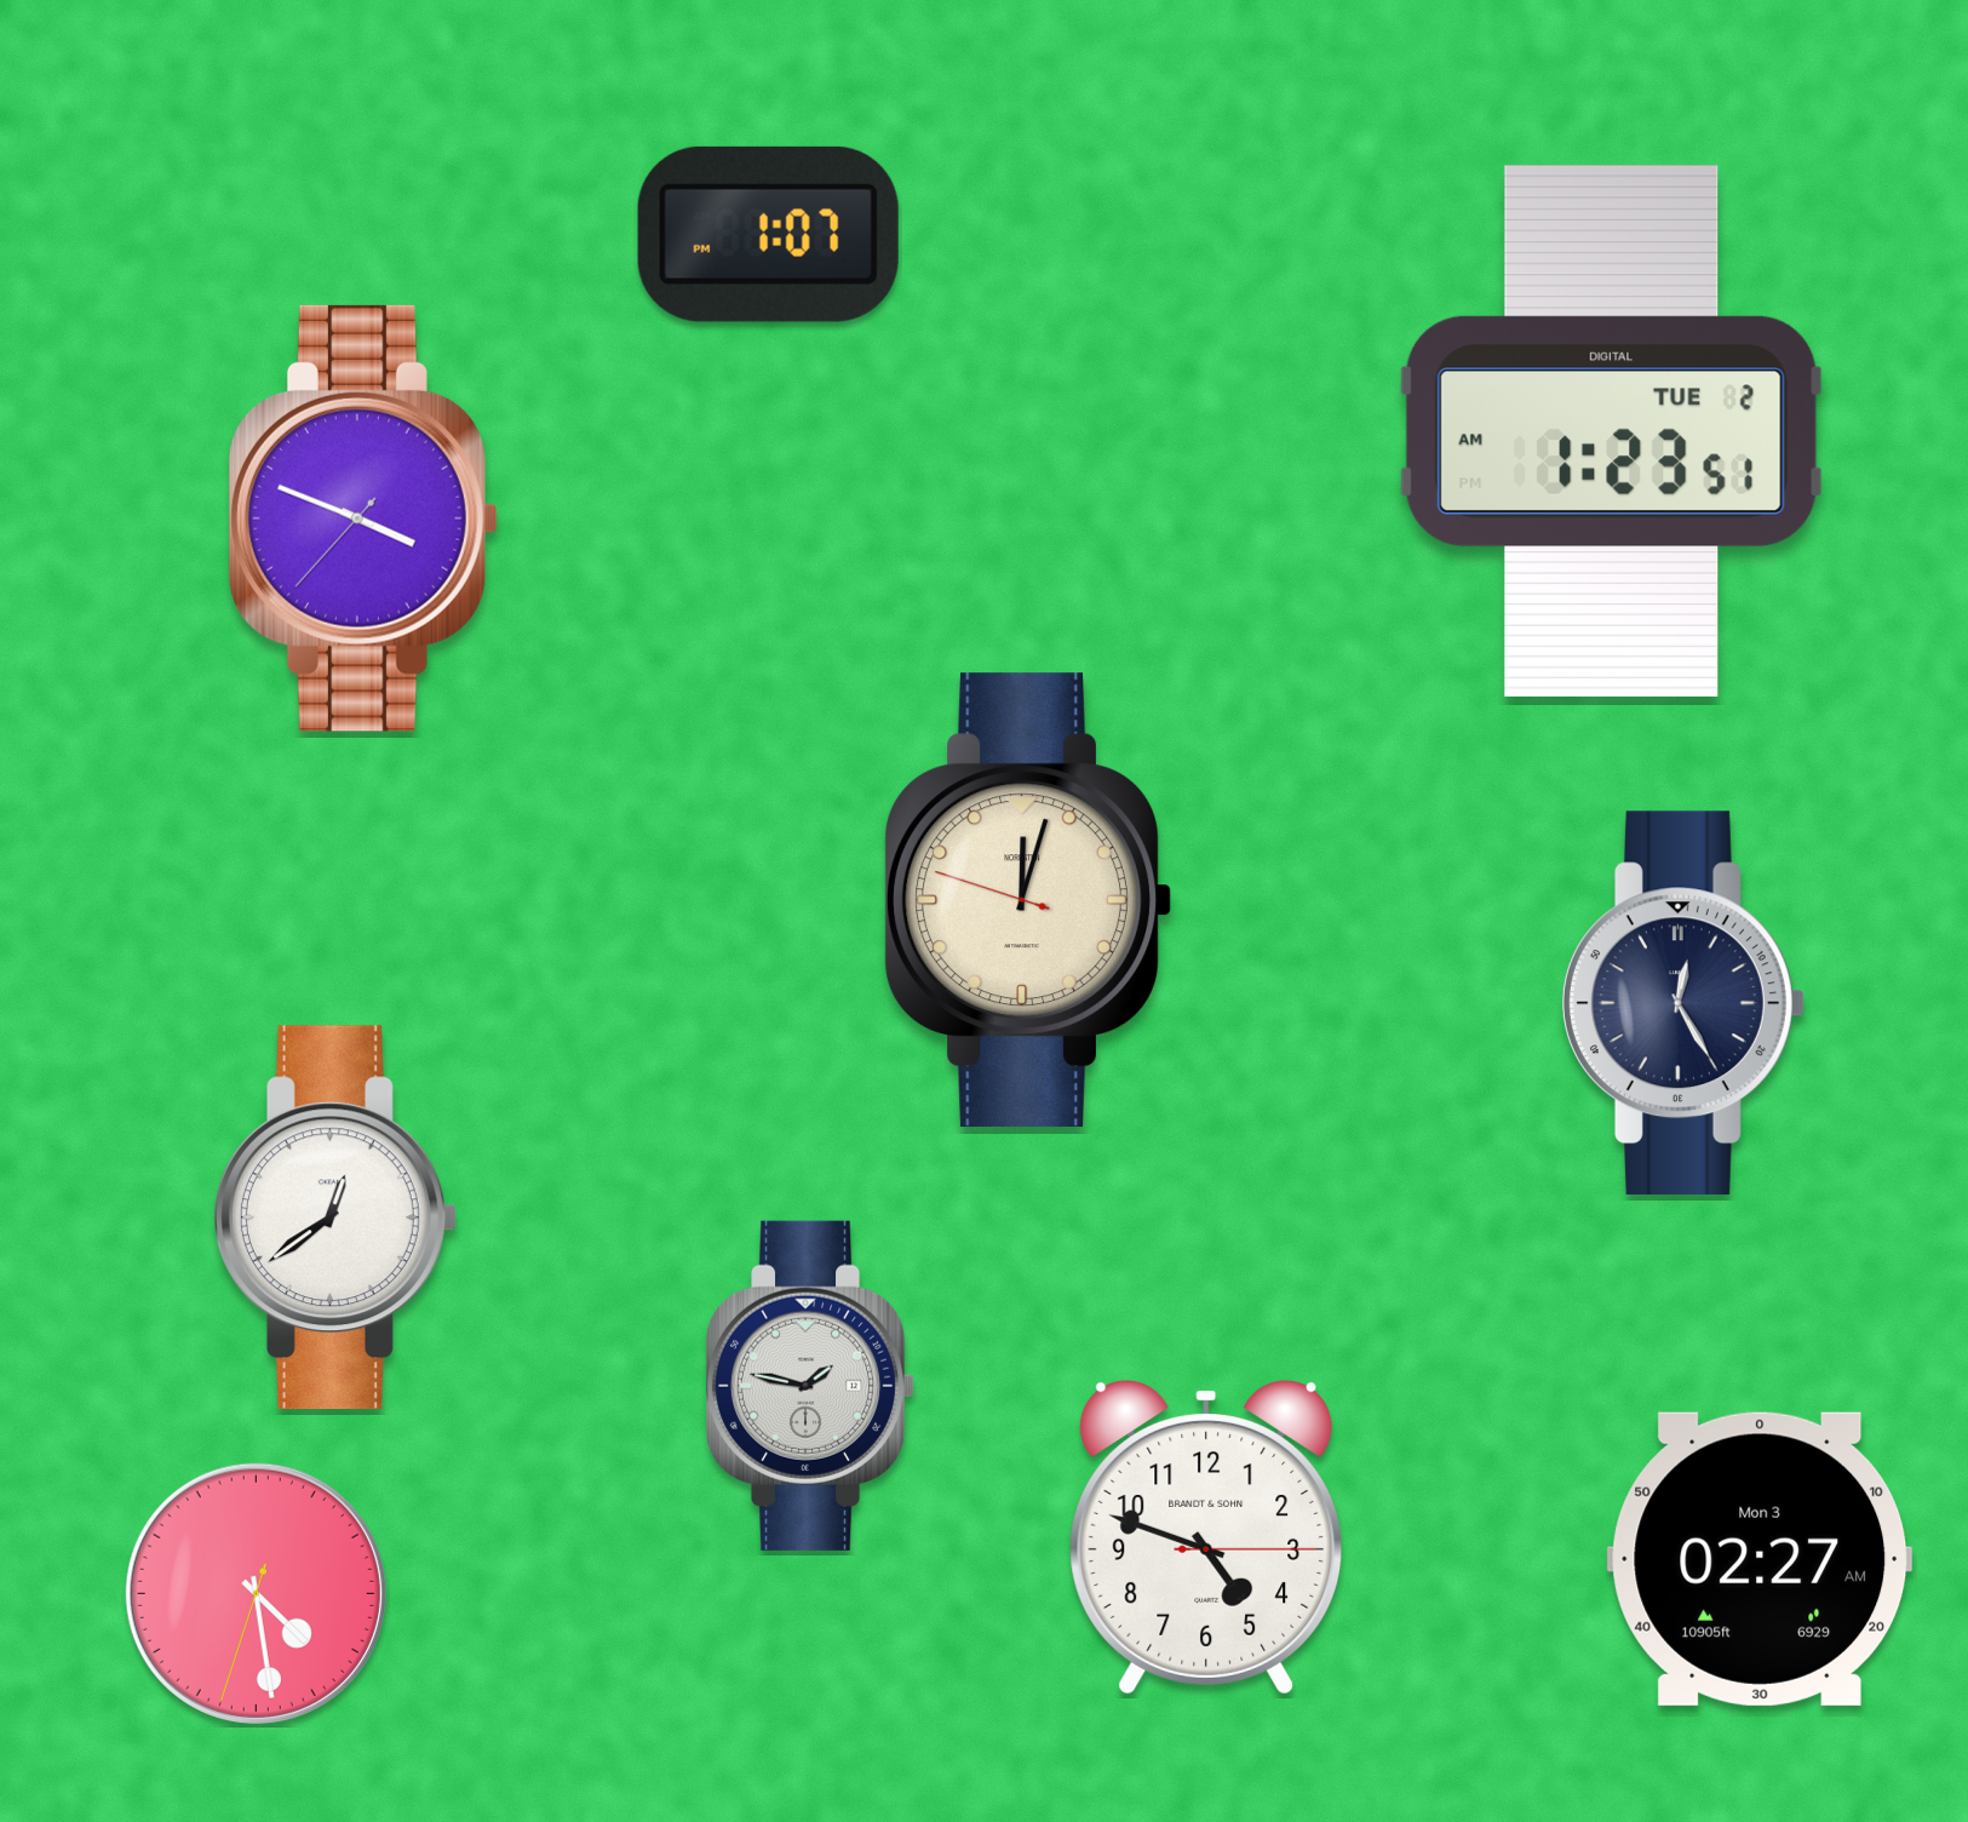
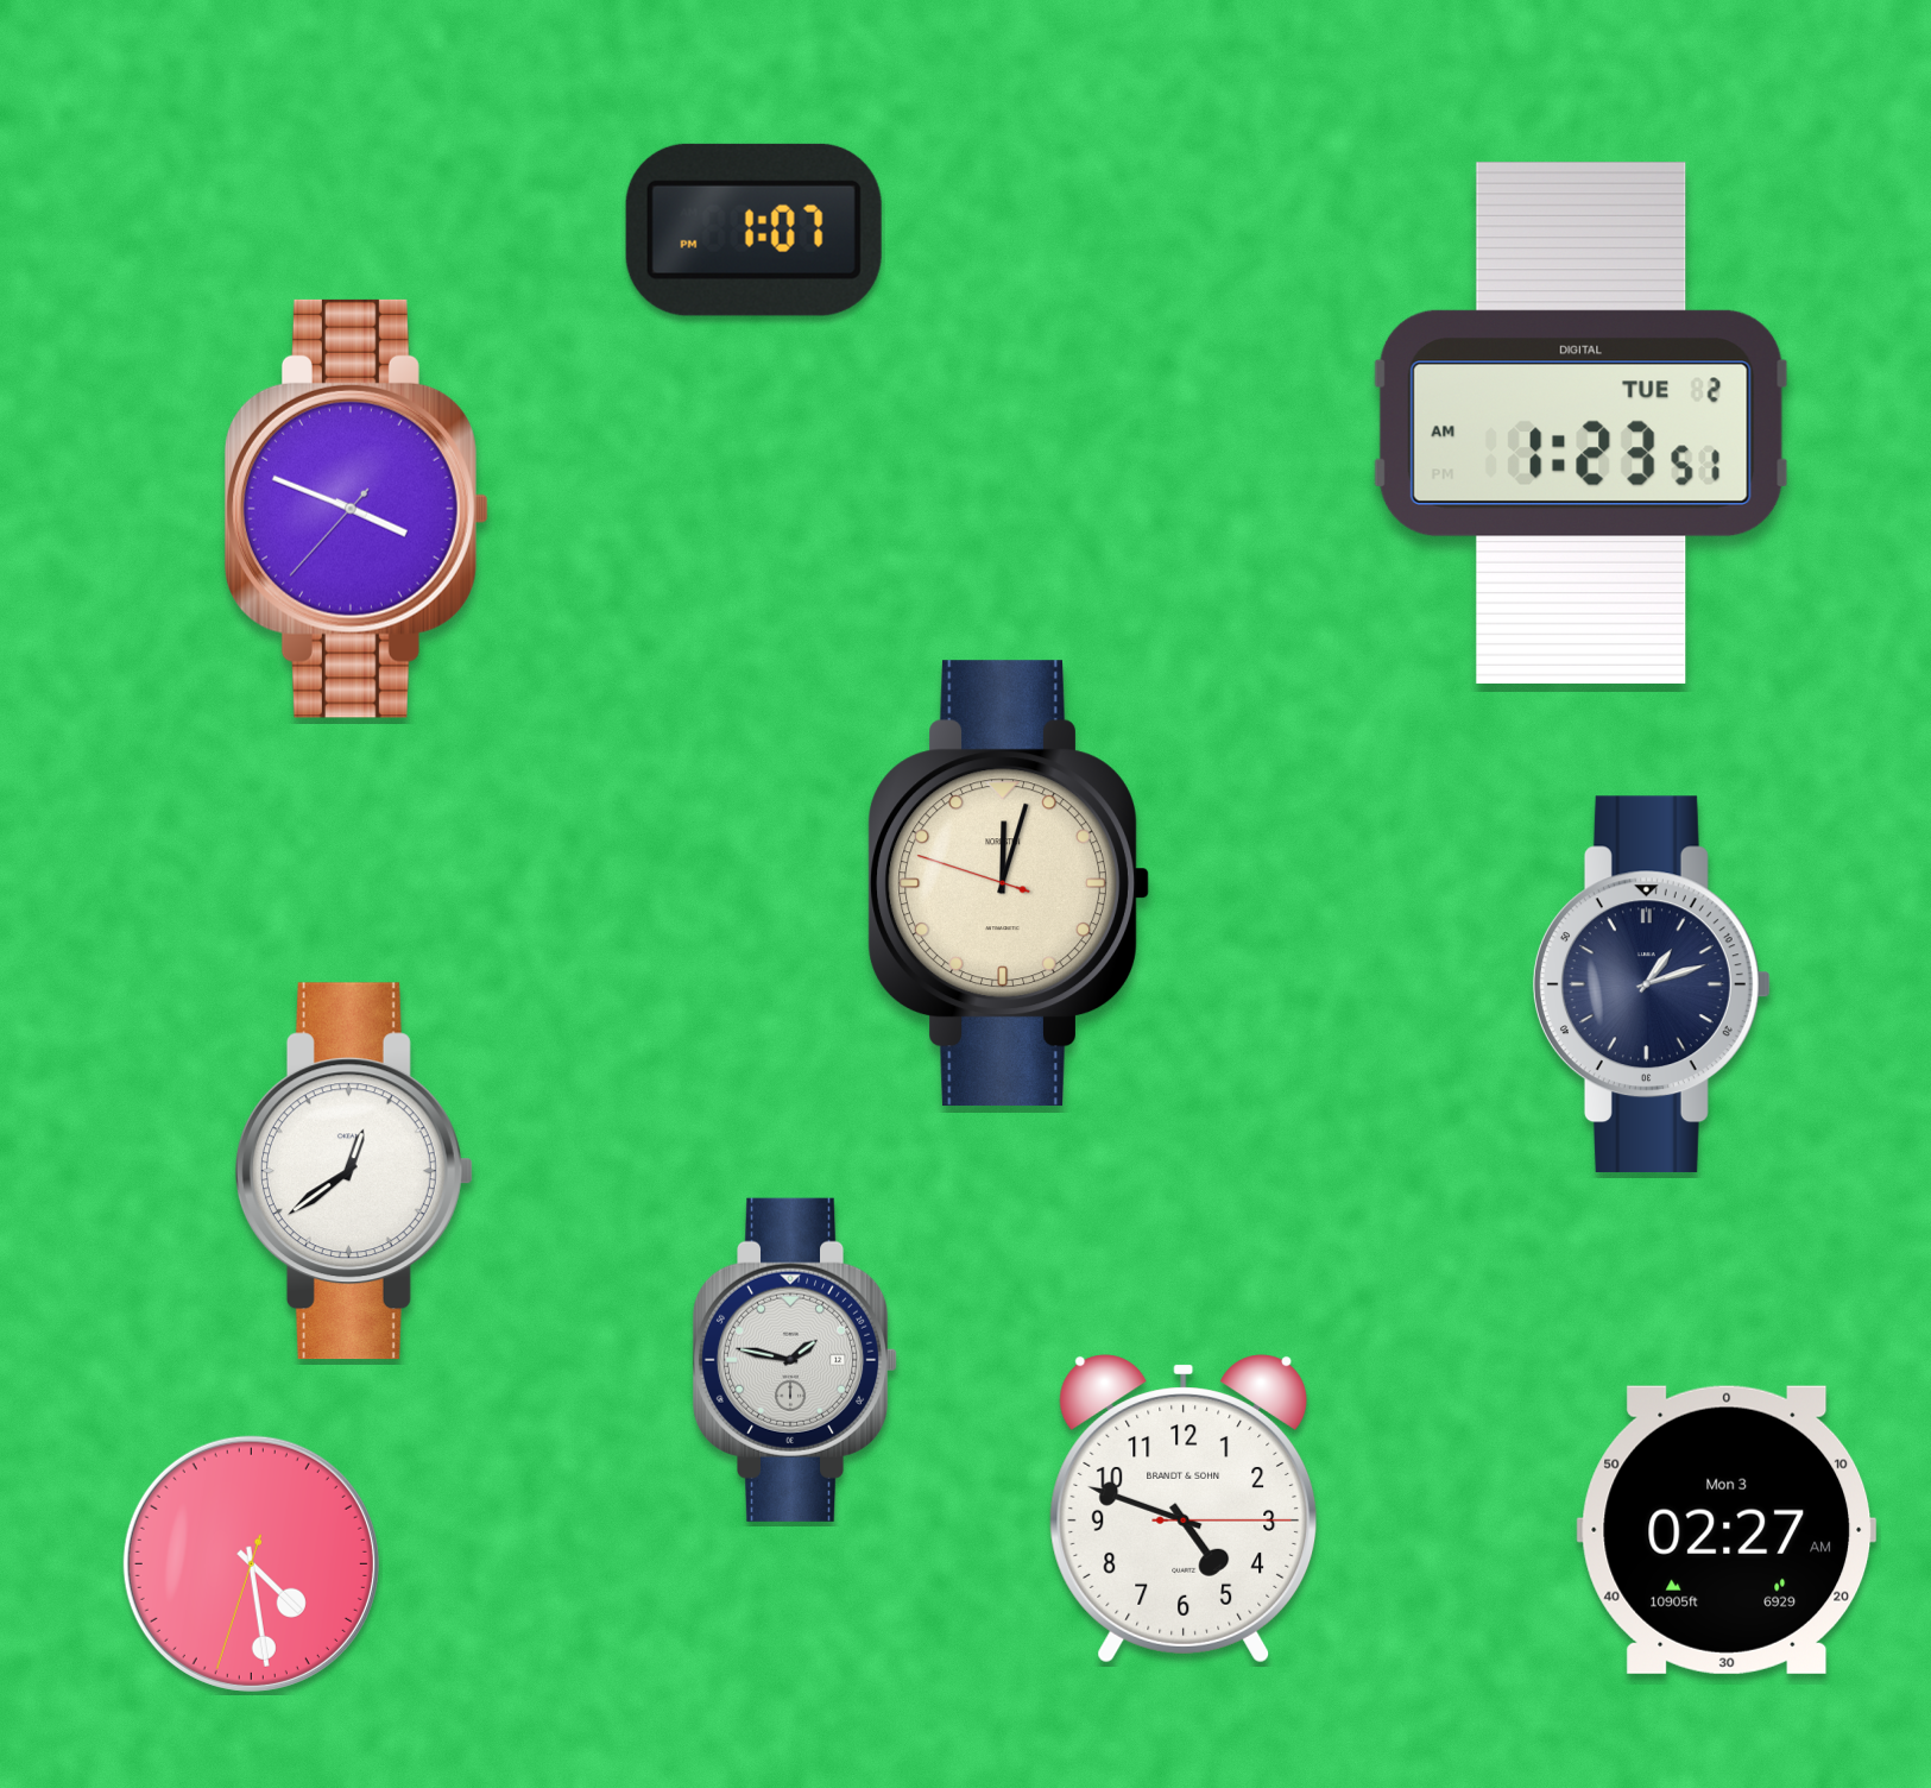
clock at (1683, 1003): 12:25 -> 1:12
clock at (335, 1217) position: (335, 1217) -> (354, 1171)
